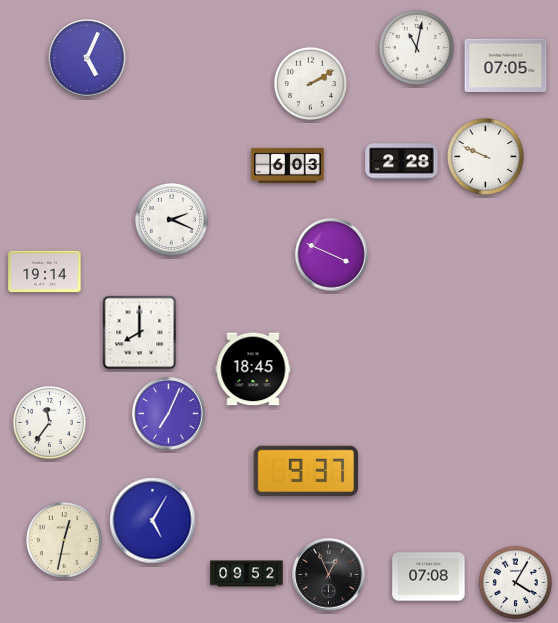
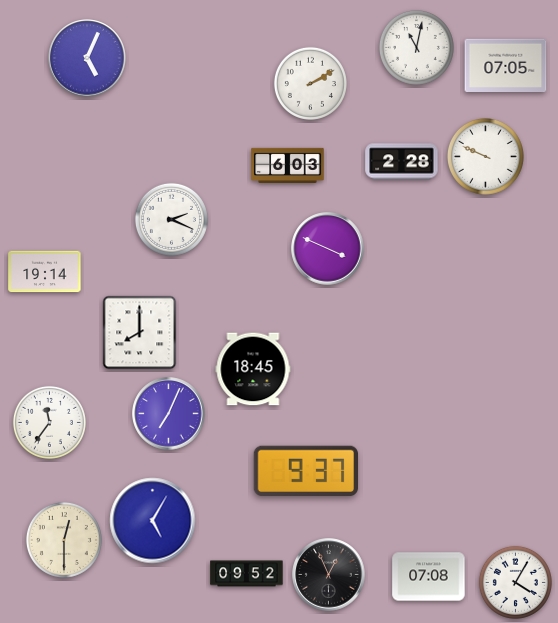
clock at (332, 255) position: (332, 255) -> (328, 249)
clock at (64, 540): 12:32 -> 12:30
